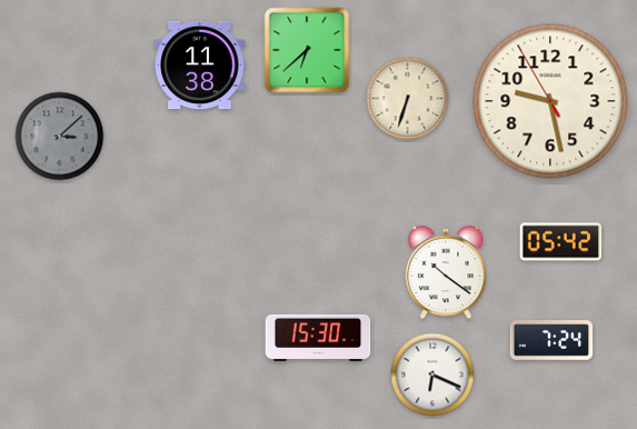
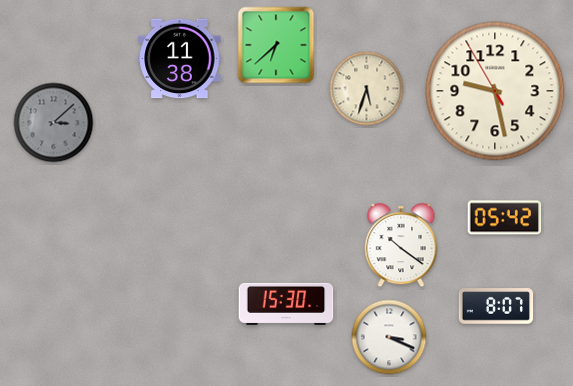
clock at (408, 99): 6:33 -> 5:33
clock at (551, 340): 7:24 -> 8:07
clock at (432, 375): 6:19 -> 3:19
